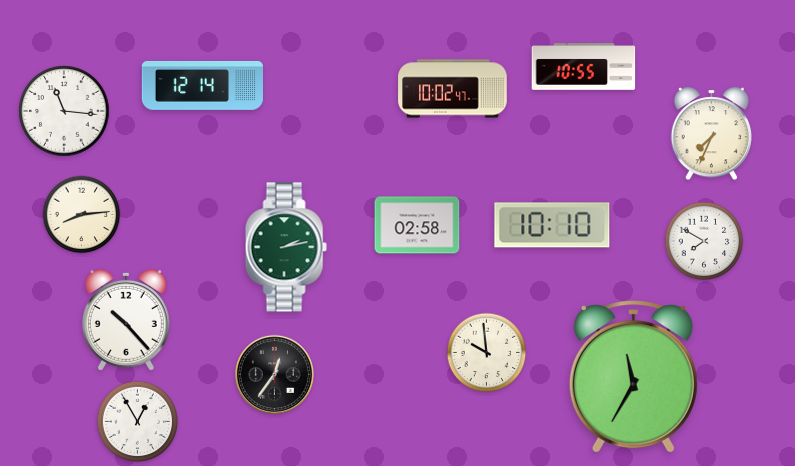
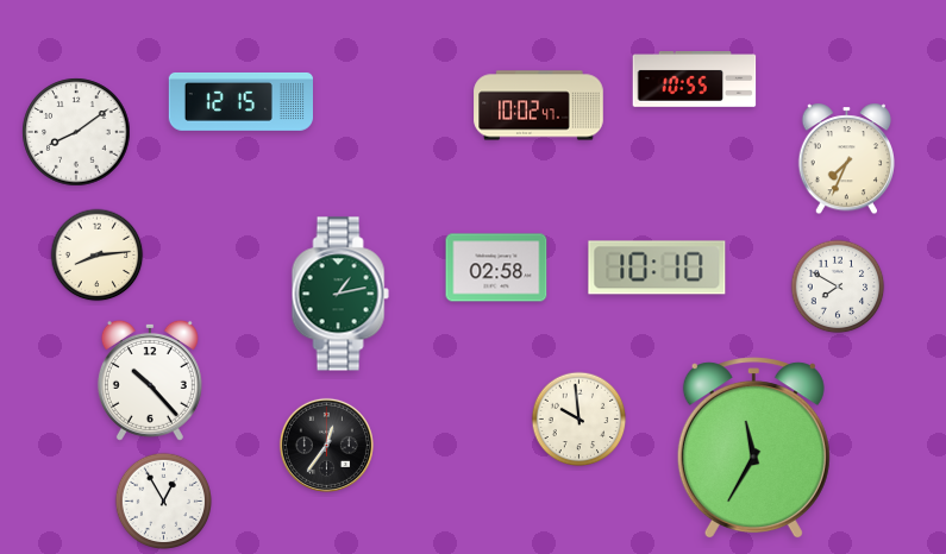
clock at (202, 85): 12:14 -> 12:15
clock at (64, 111): 11:16 -> 8:09
clock at (286, 247): 2:13 -> 1:13
